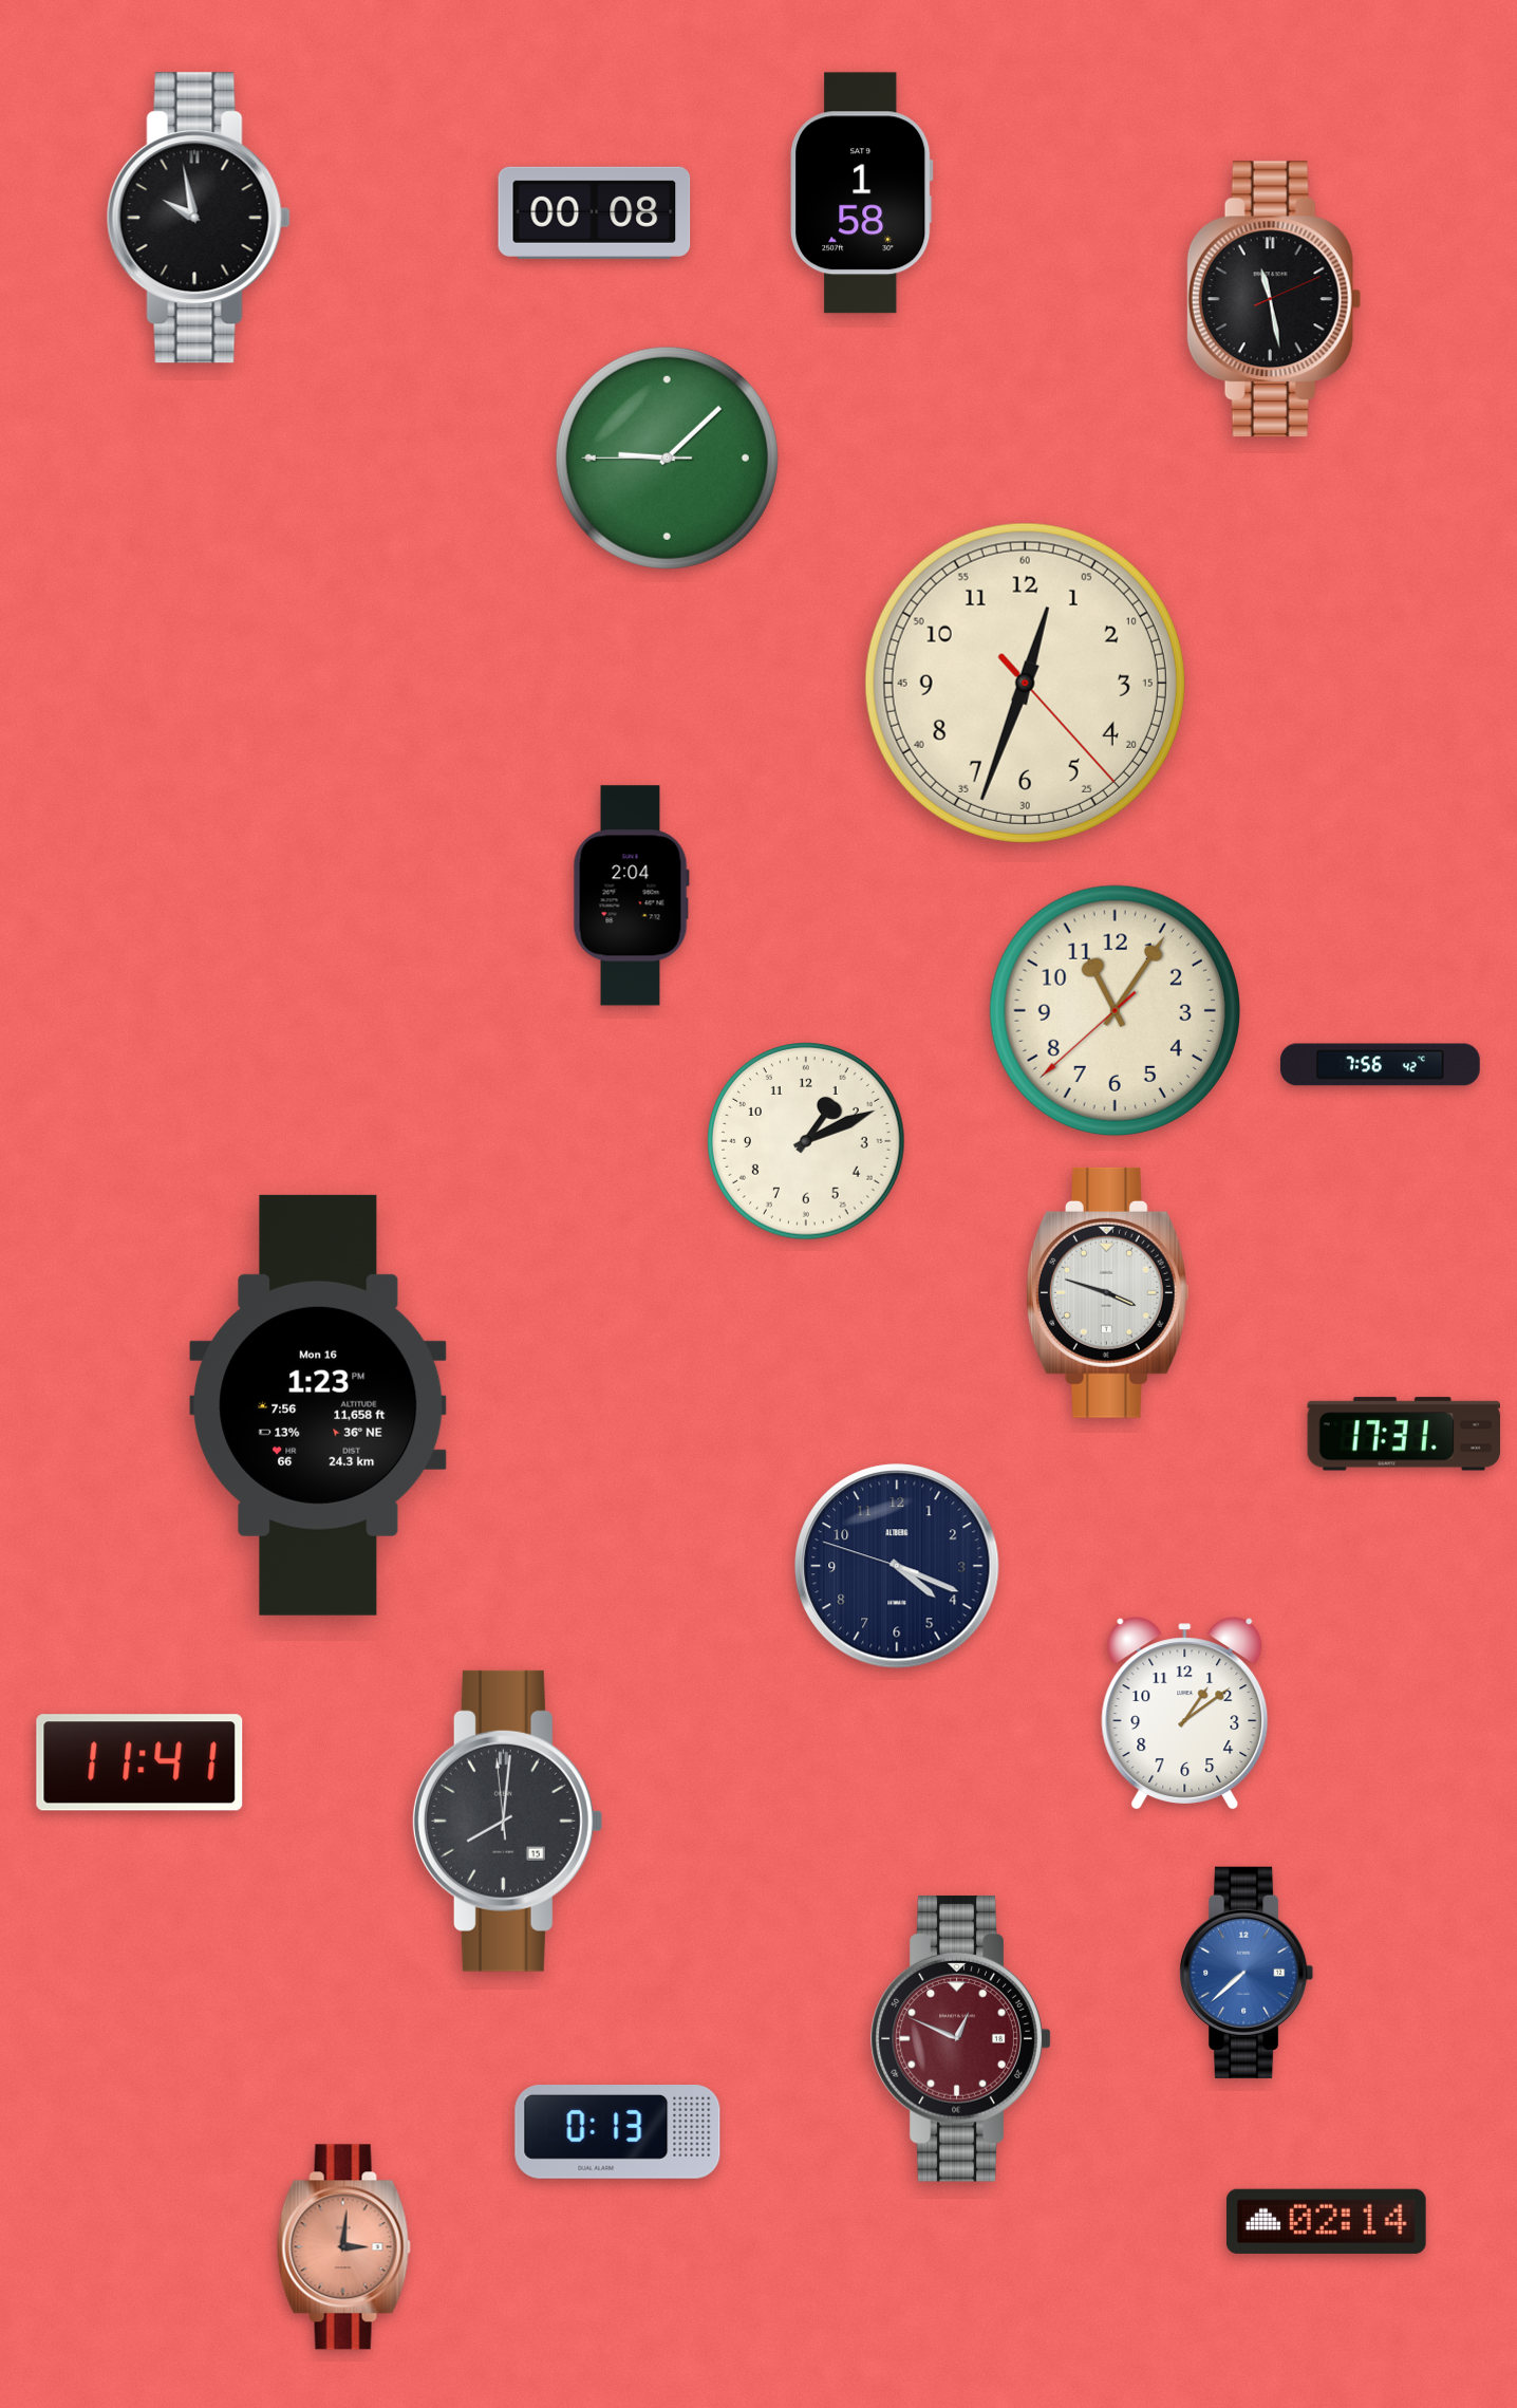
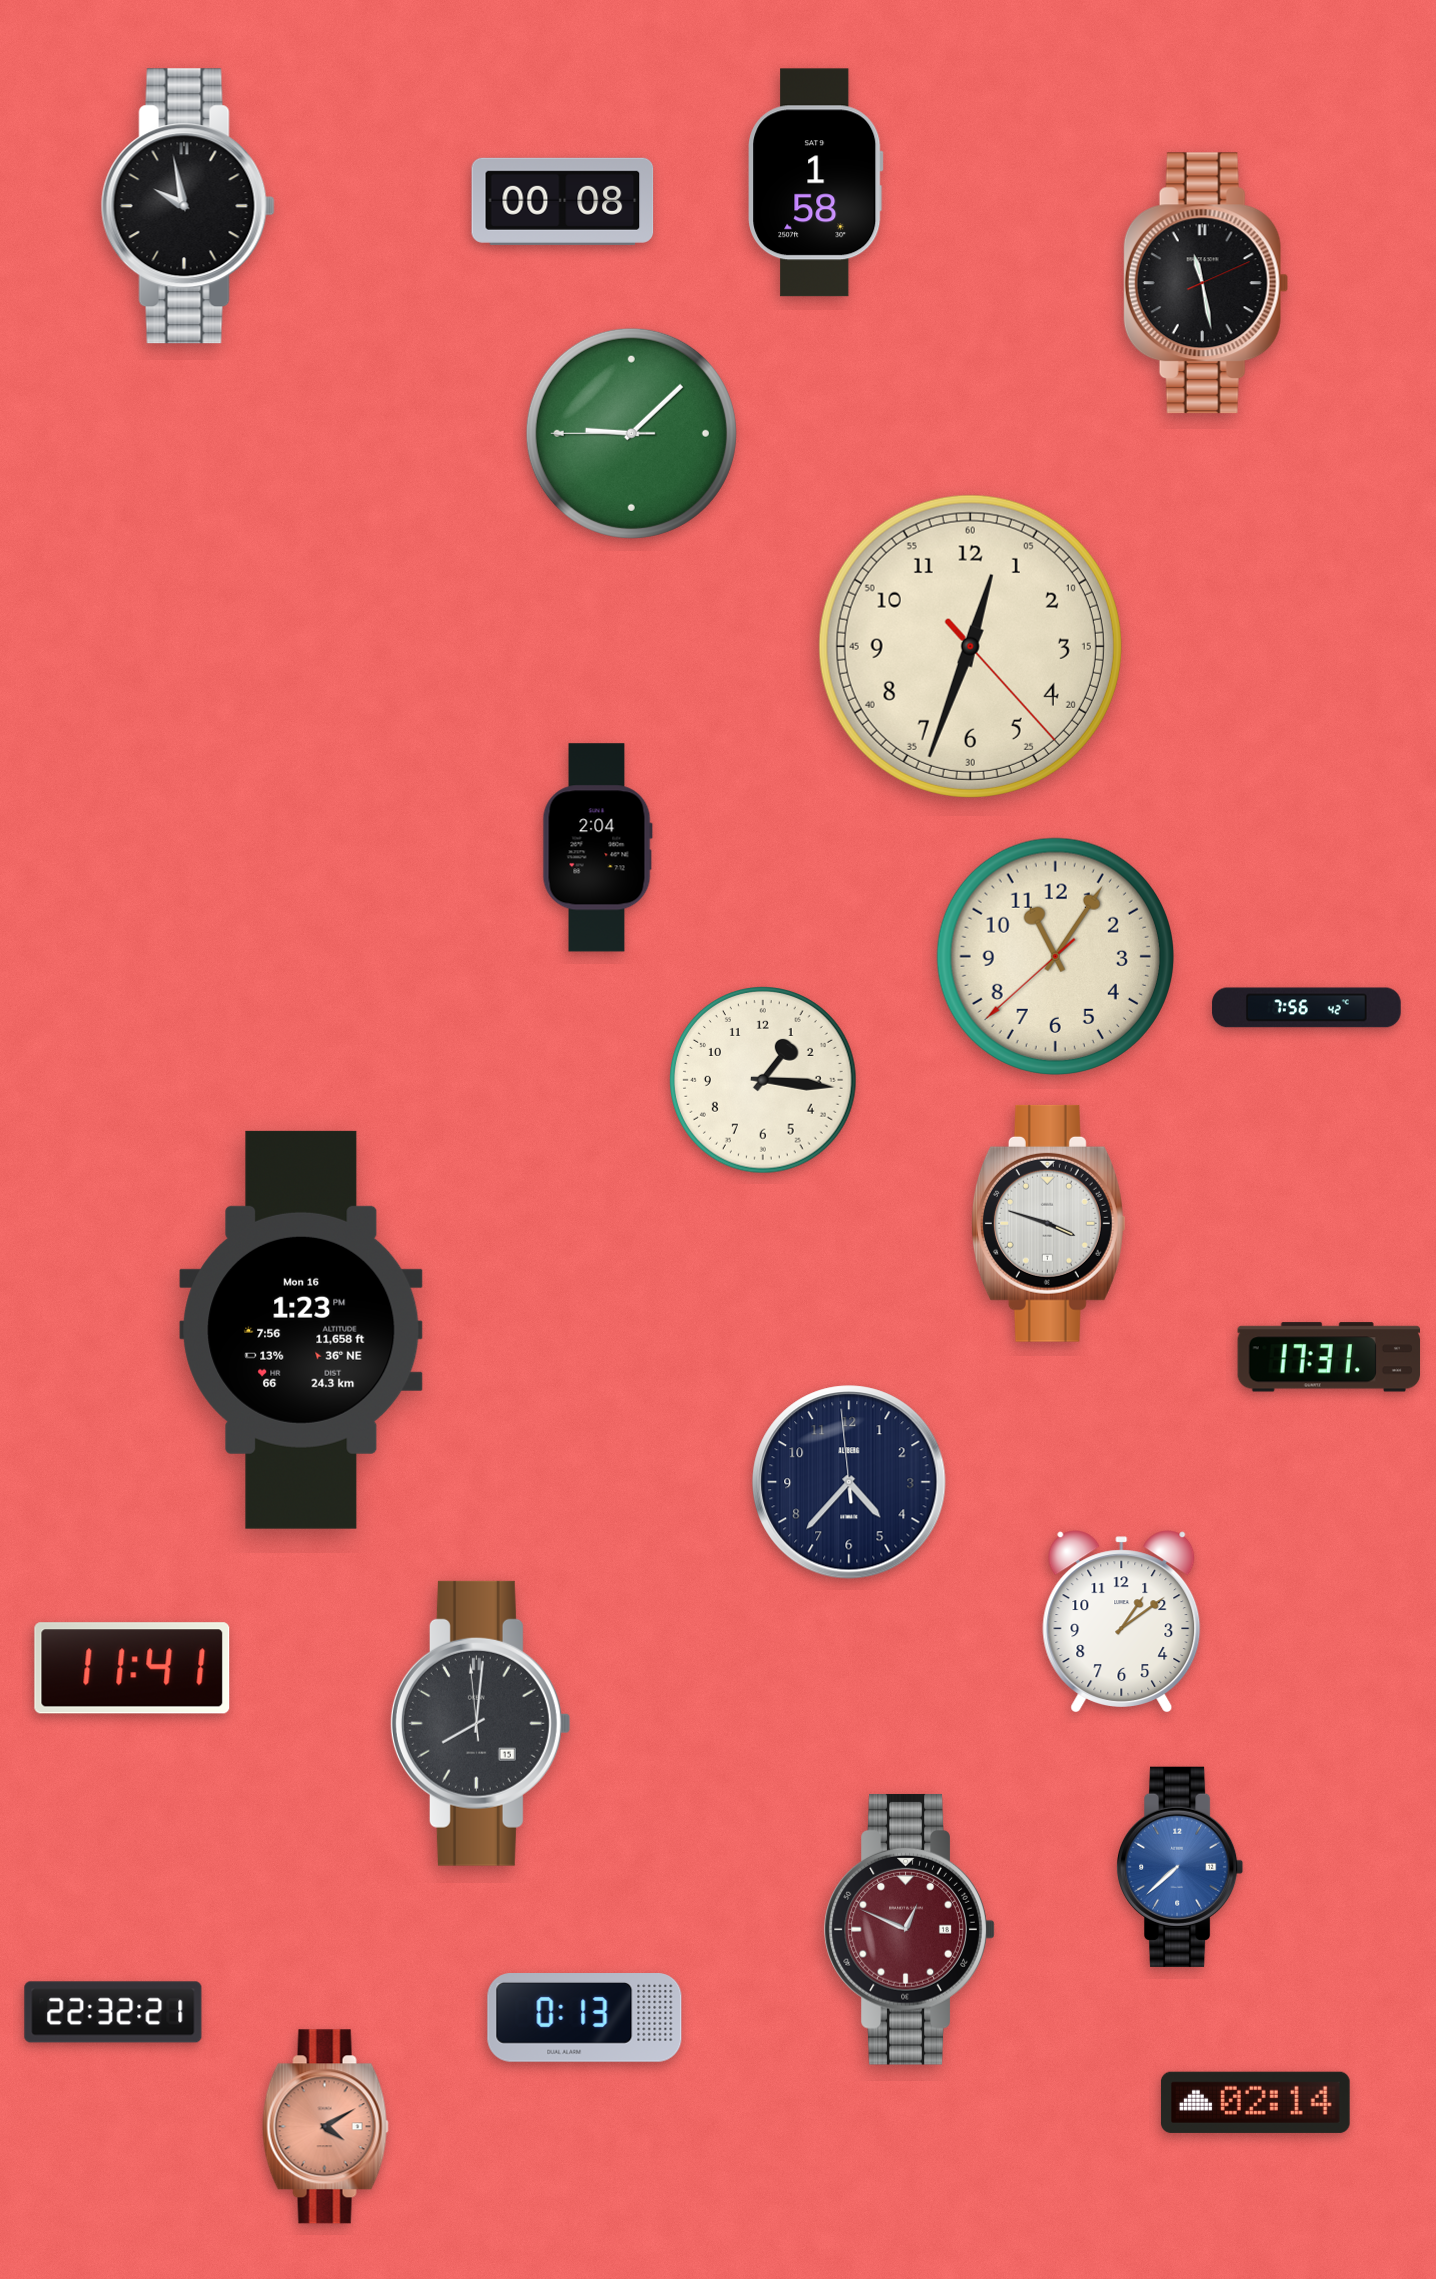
clock at (806, 1141): 1:11 -> 1:16
clock at (897, 1566): 4:18 -> 4:36
clock at (113, 2012): none -> 22:32
clock at (343, 2247): 3:01 -> 4:10
